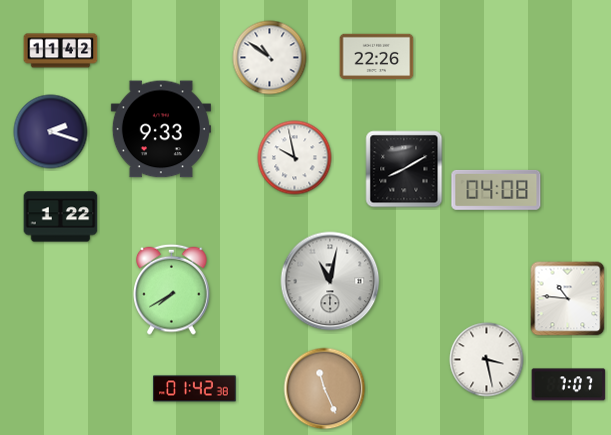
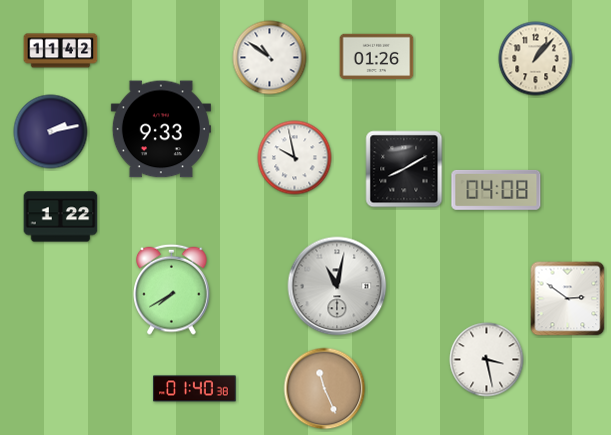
clock at (377, 57): 22:26 -> 01:26
clock at (536, 59): none -> 1:07
clock at (51, 132): 2:18 -> 2:13
clock at (330, 281) position: (330, 281) -> (337, 286)
clock at (568, 299): 10:46 -> 2:51
clock at (569, 385): 7:07 -> none
clock at (195, 389): 01:42 -> 01:40
